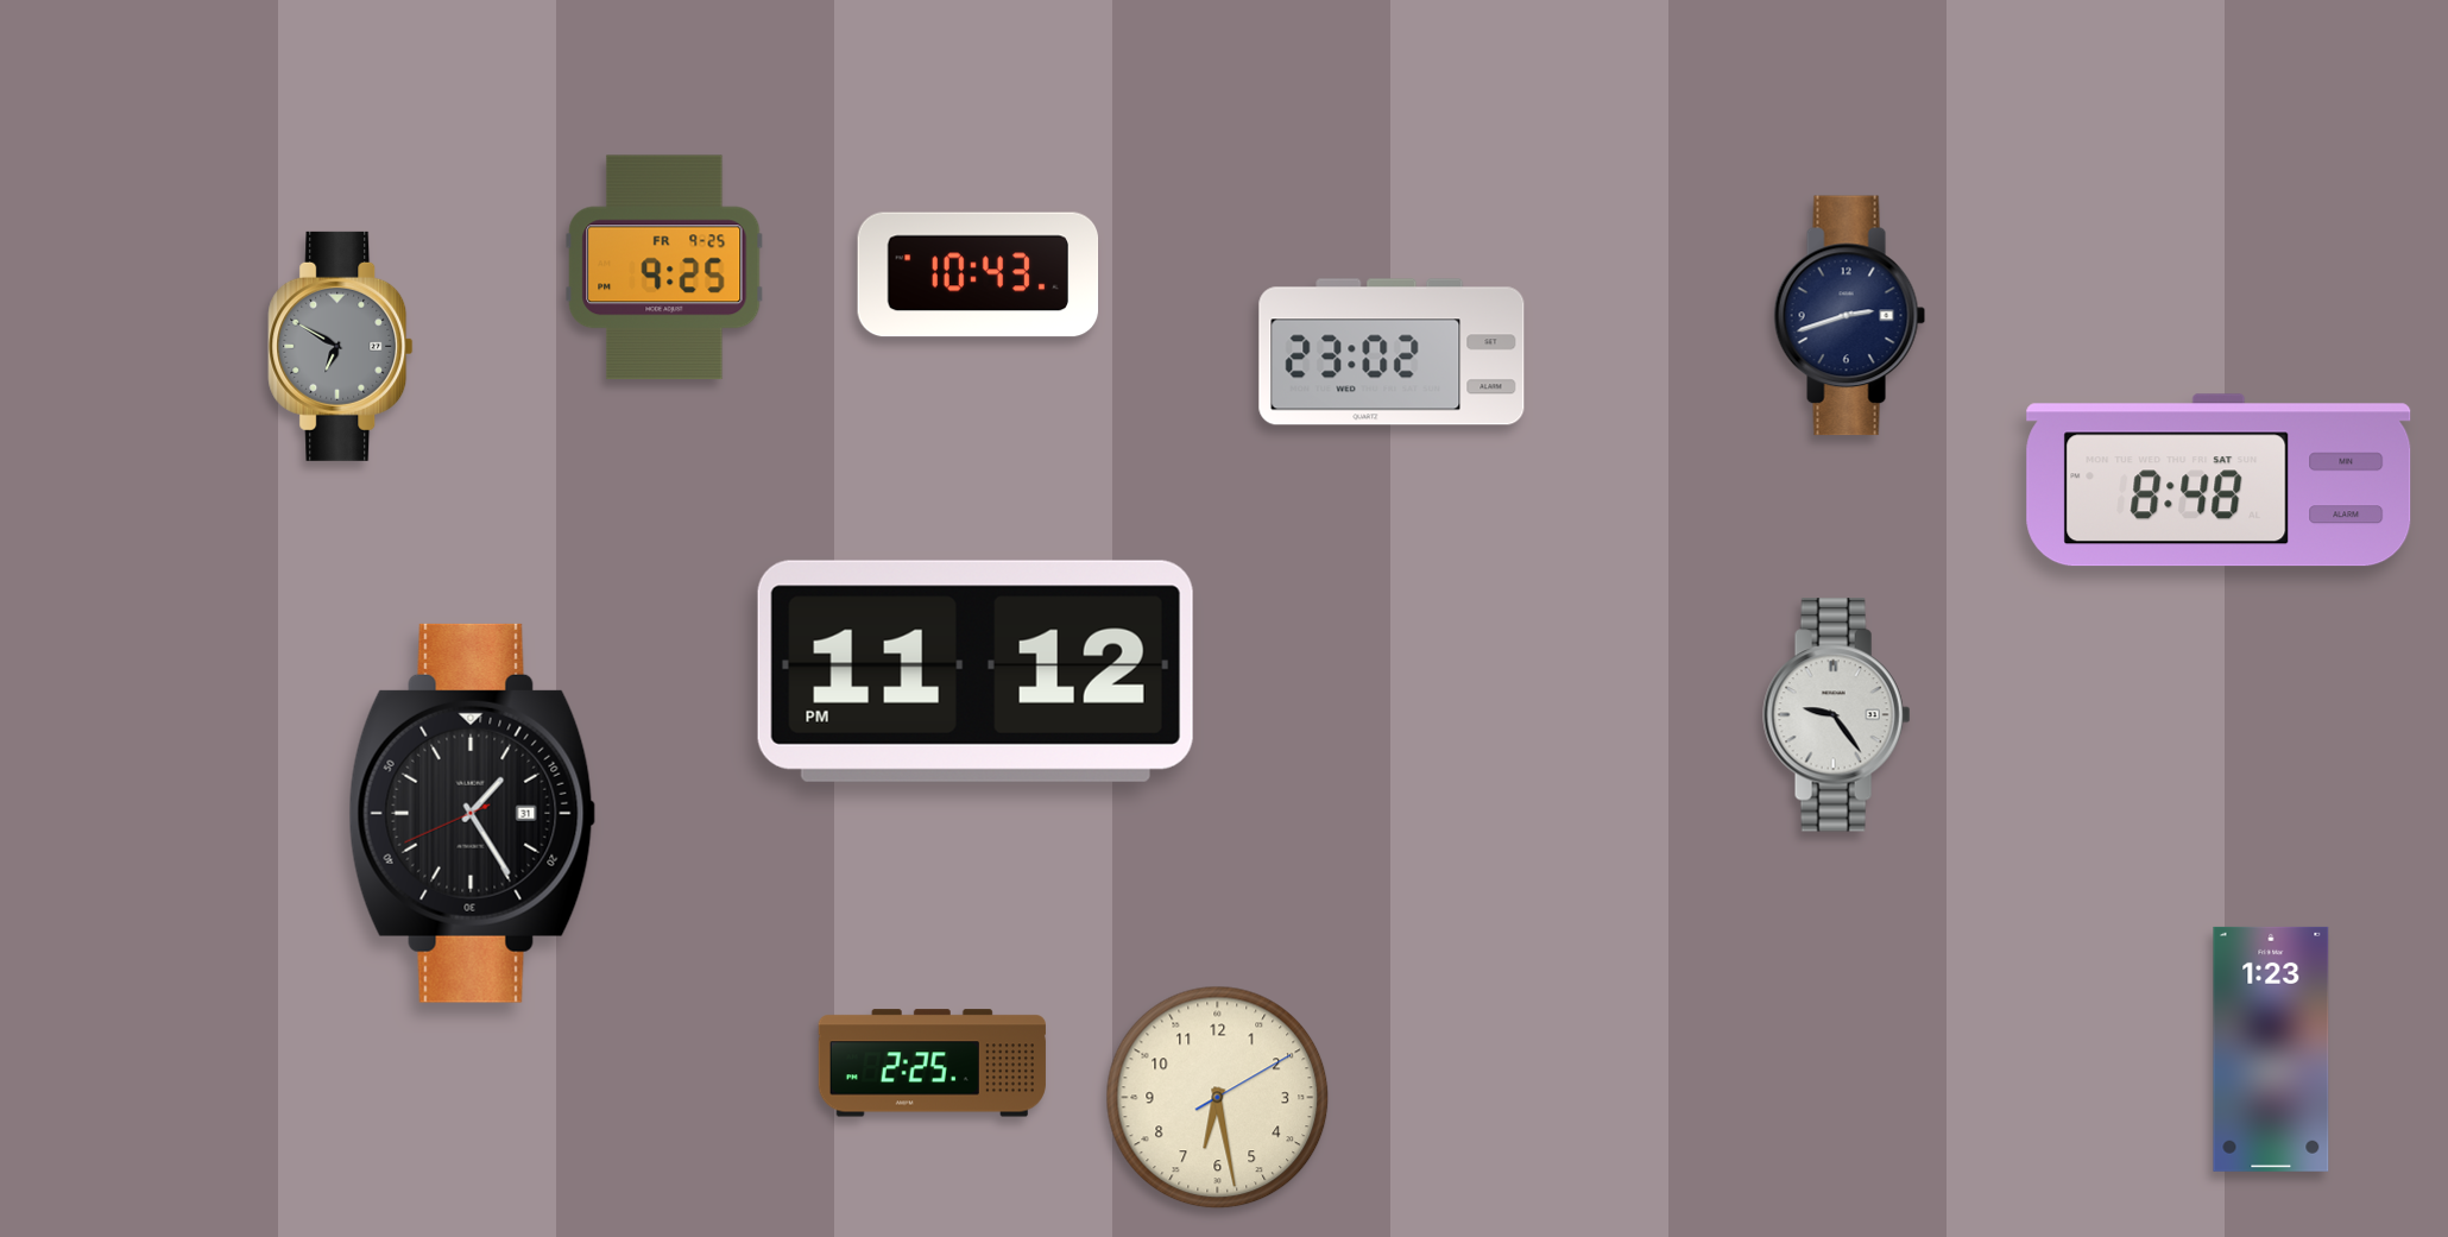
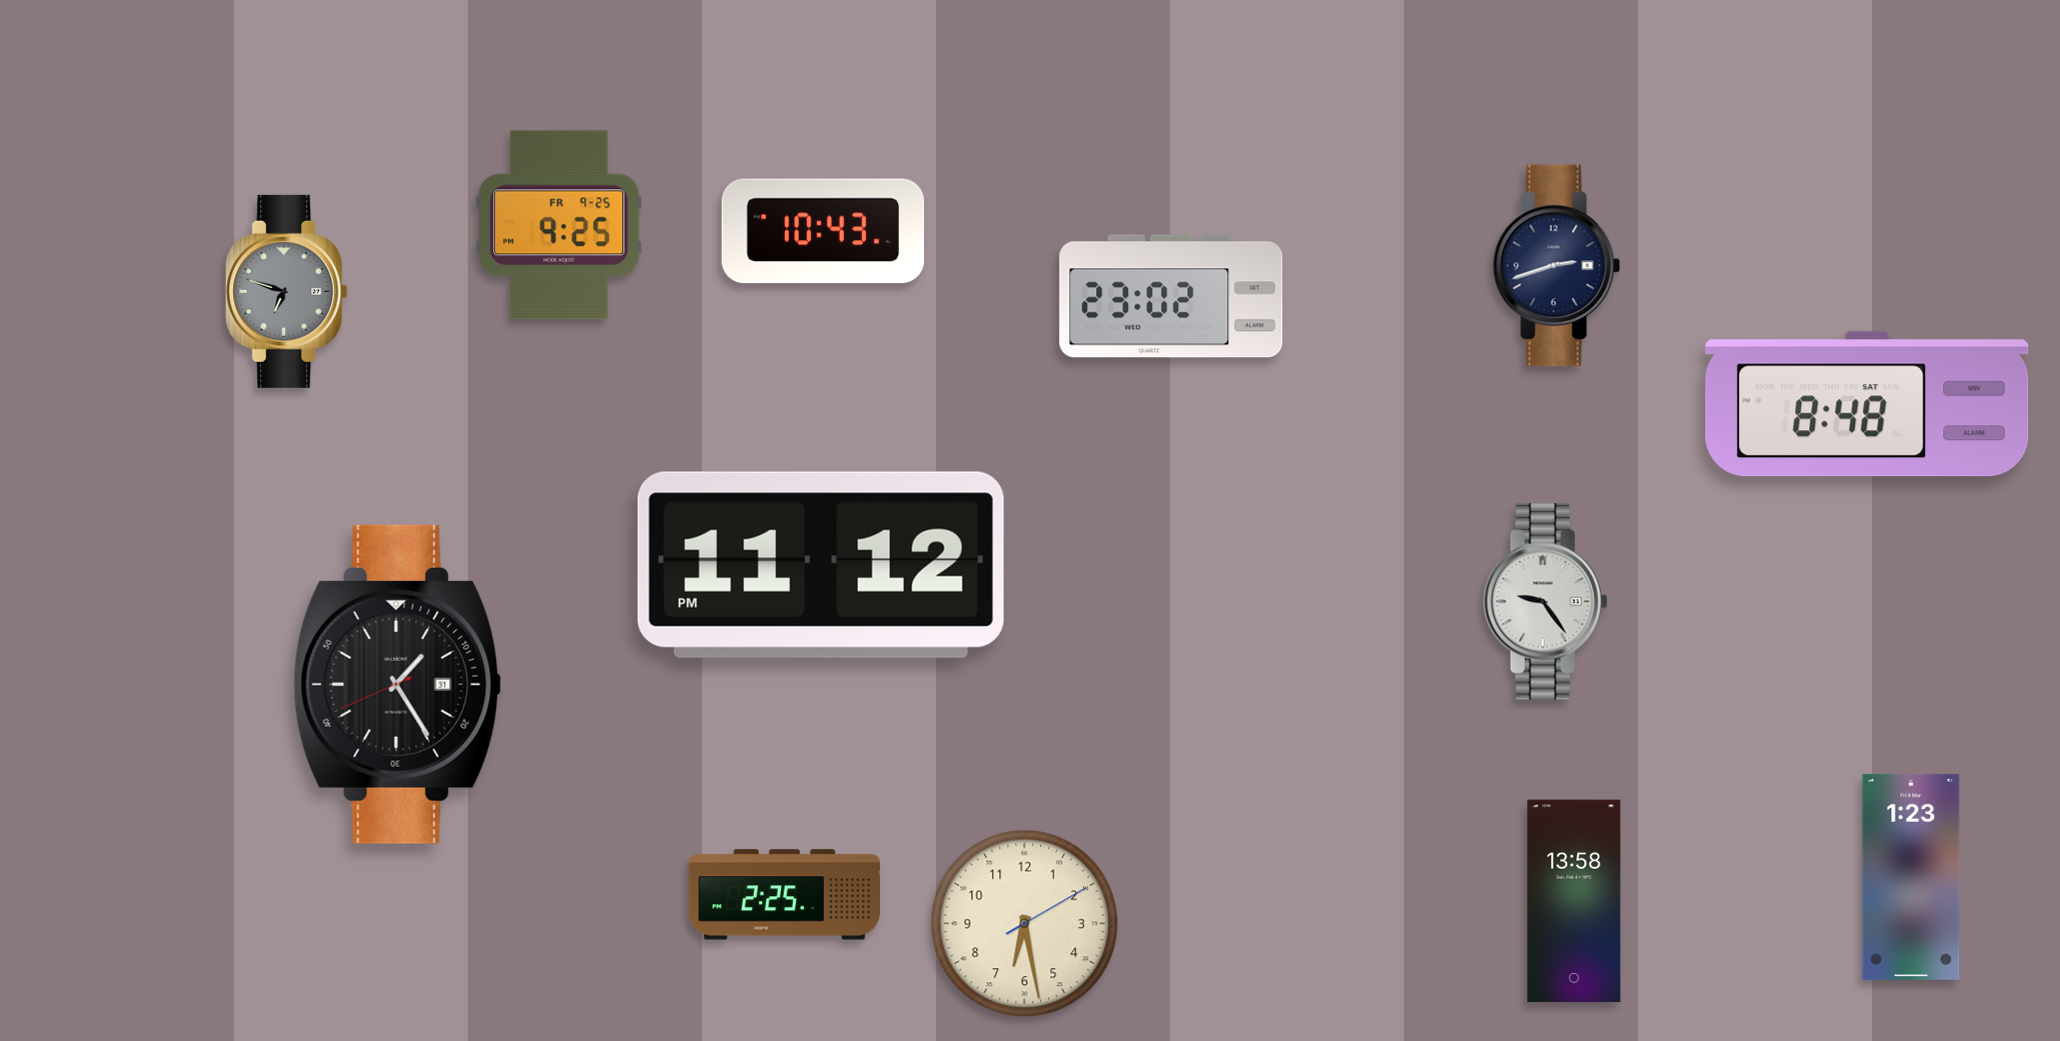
clock at (341, 346): 6:50 -> 6:48
clock at (2271, 1049) position: (2271, 1049) -> (1911, 877)
clock at (1574, 901): none -> 13:58
